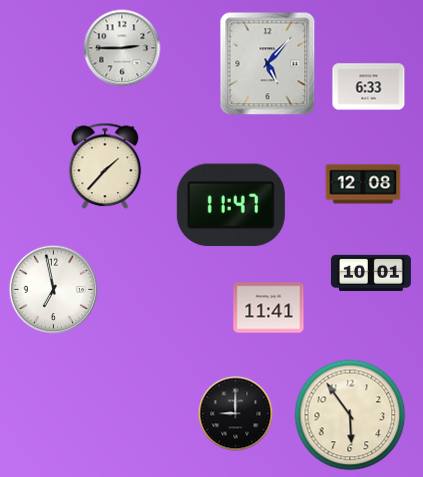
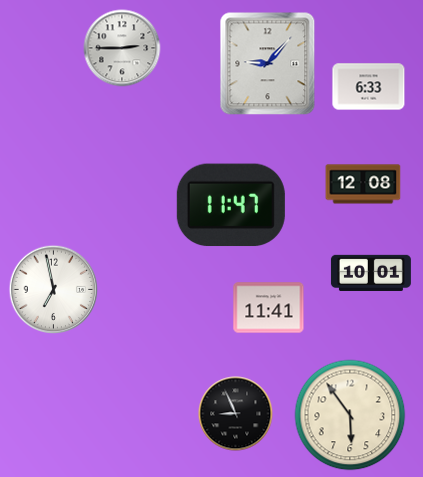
clock at (268, 64): 5:07 -> 9:07
clock at (105, 166): 1:37 -> none
clock at (236, 414): 9:00 -> 8:56
